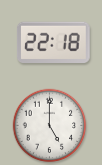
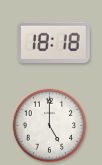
clock at (53, 43): 22:18 -> 18:18
